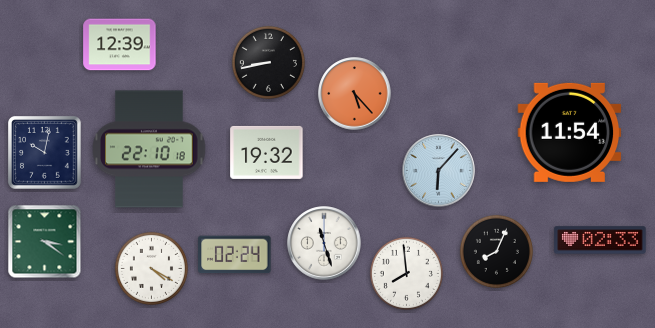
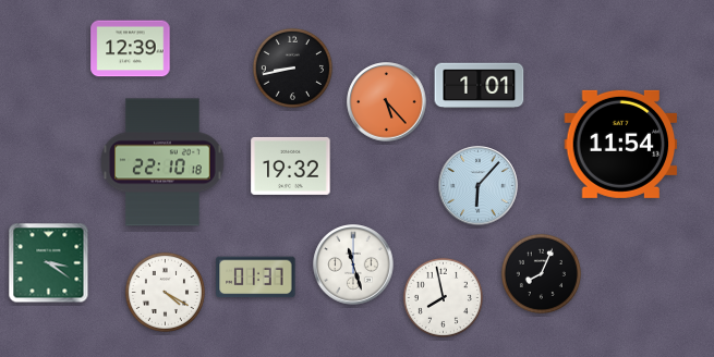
clock at (480, 86): none -> 1:01
clock at (45, 153): 10:02 -> none
clock at (600, 240): 02:33 -> none
clock at (235, 255): 02:24 -> 01:37
clock at (406, 273): 7:59 -> 7:58
